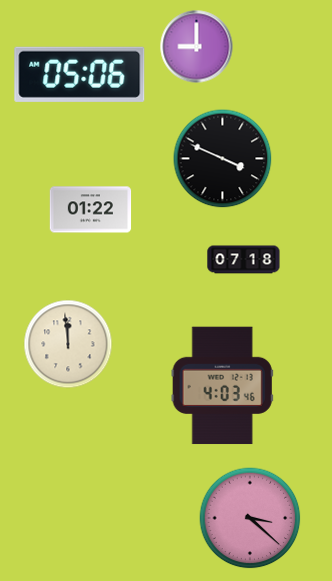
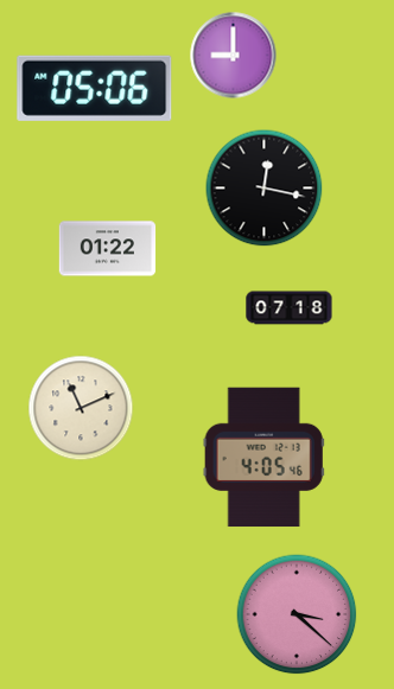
clock at (223, 159): 3:49 -> 12:17
clock at (68, 344): 11:59 -> 11:11
clock at (222, 386): 4:03 -> 4:05
